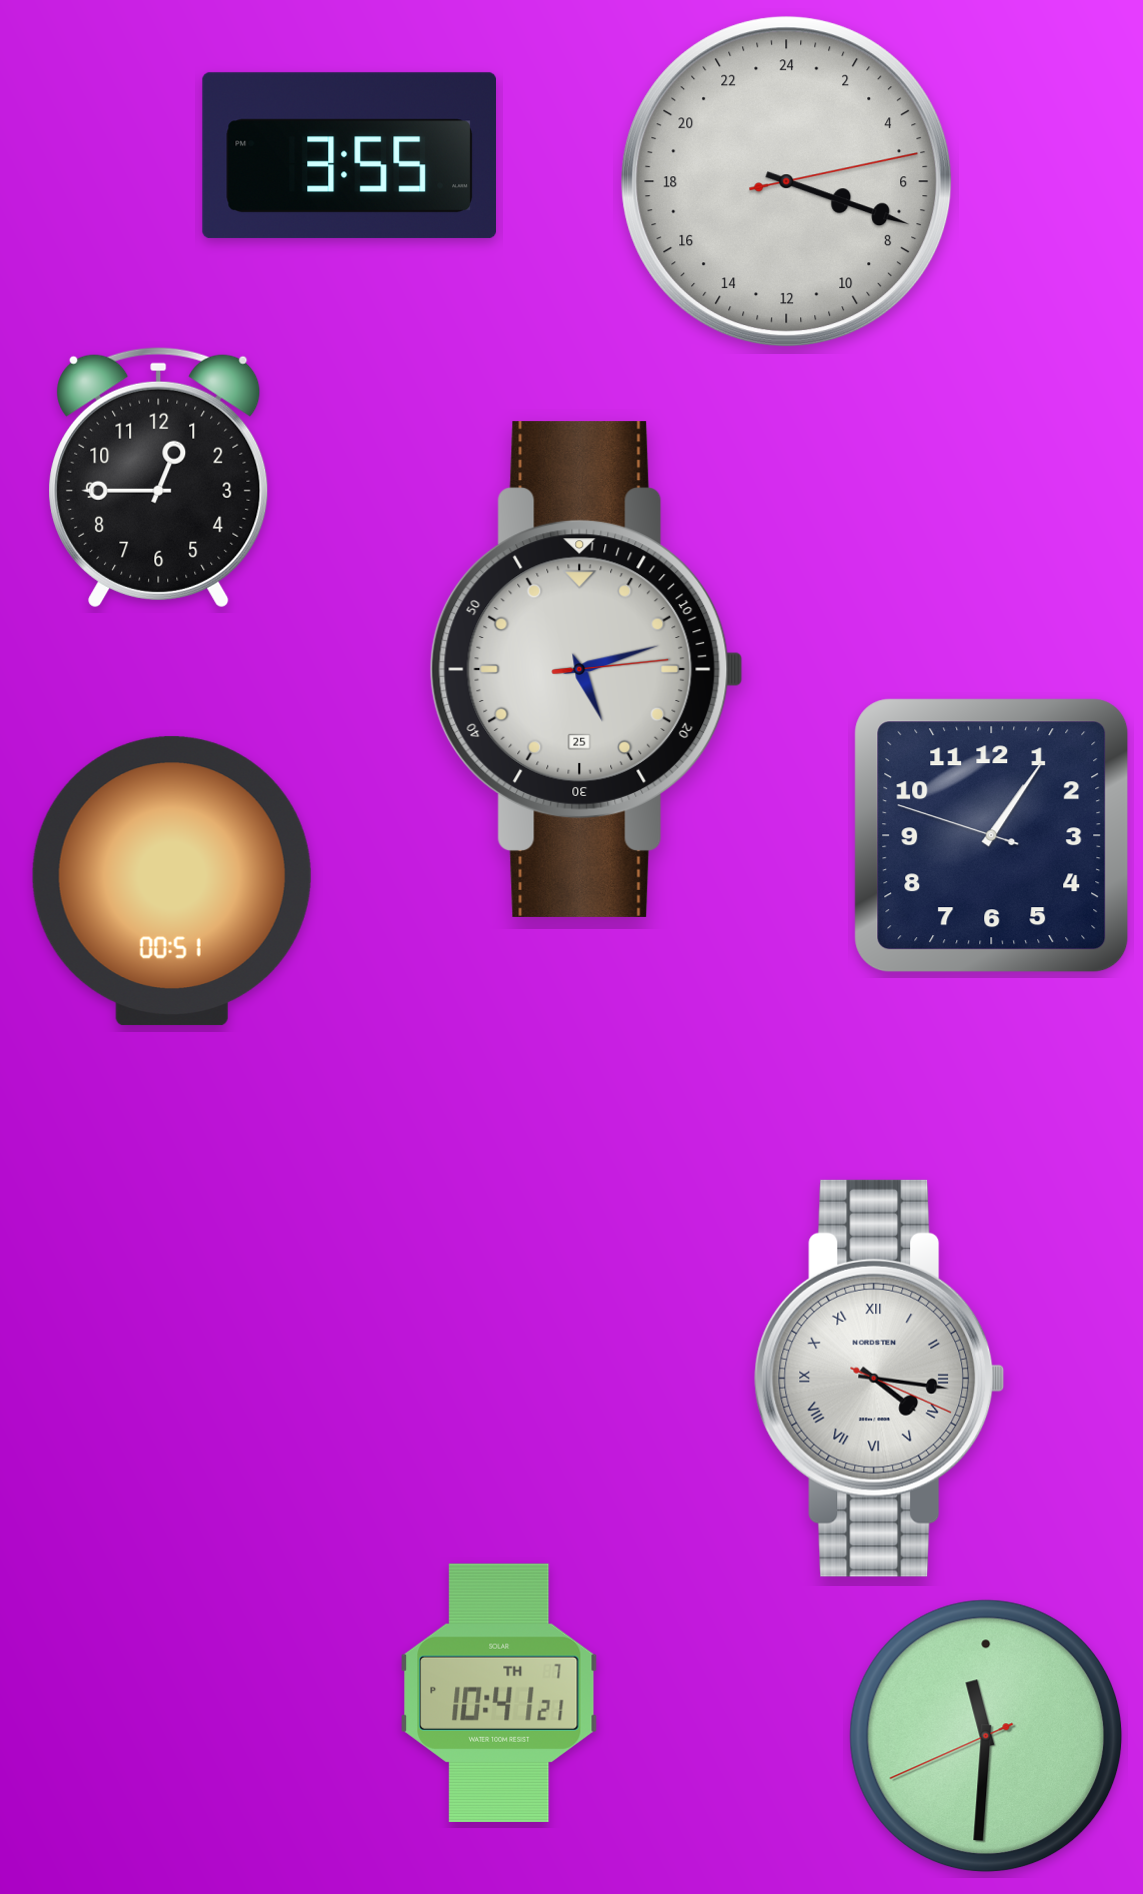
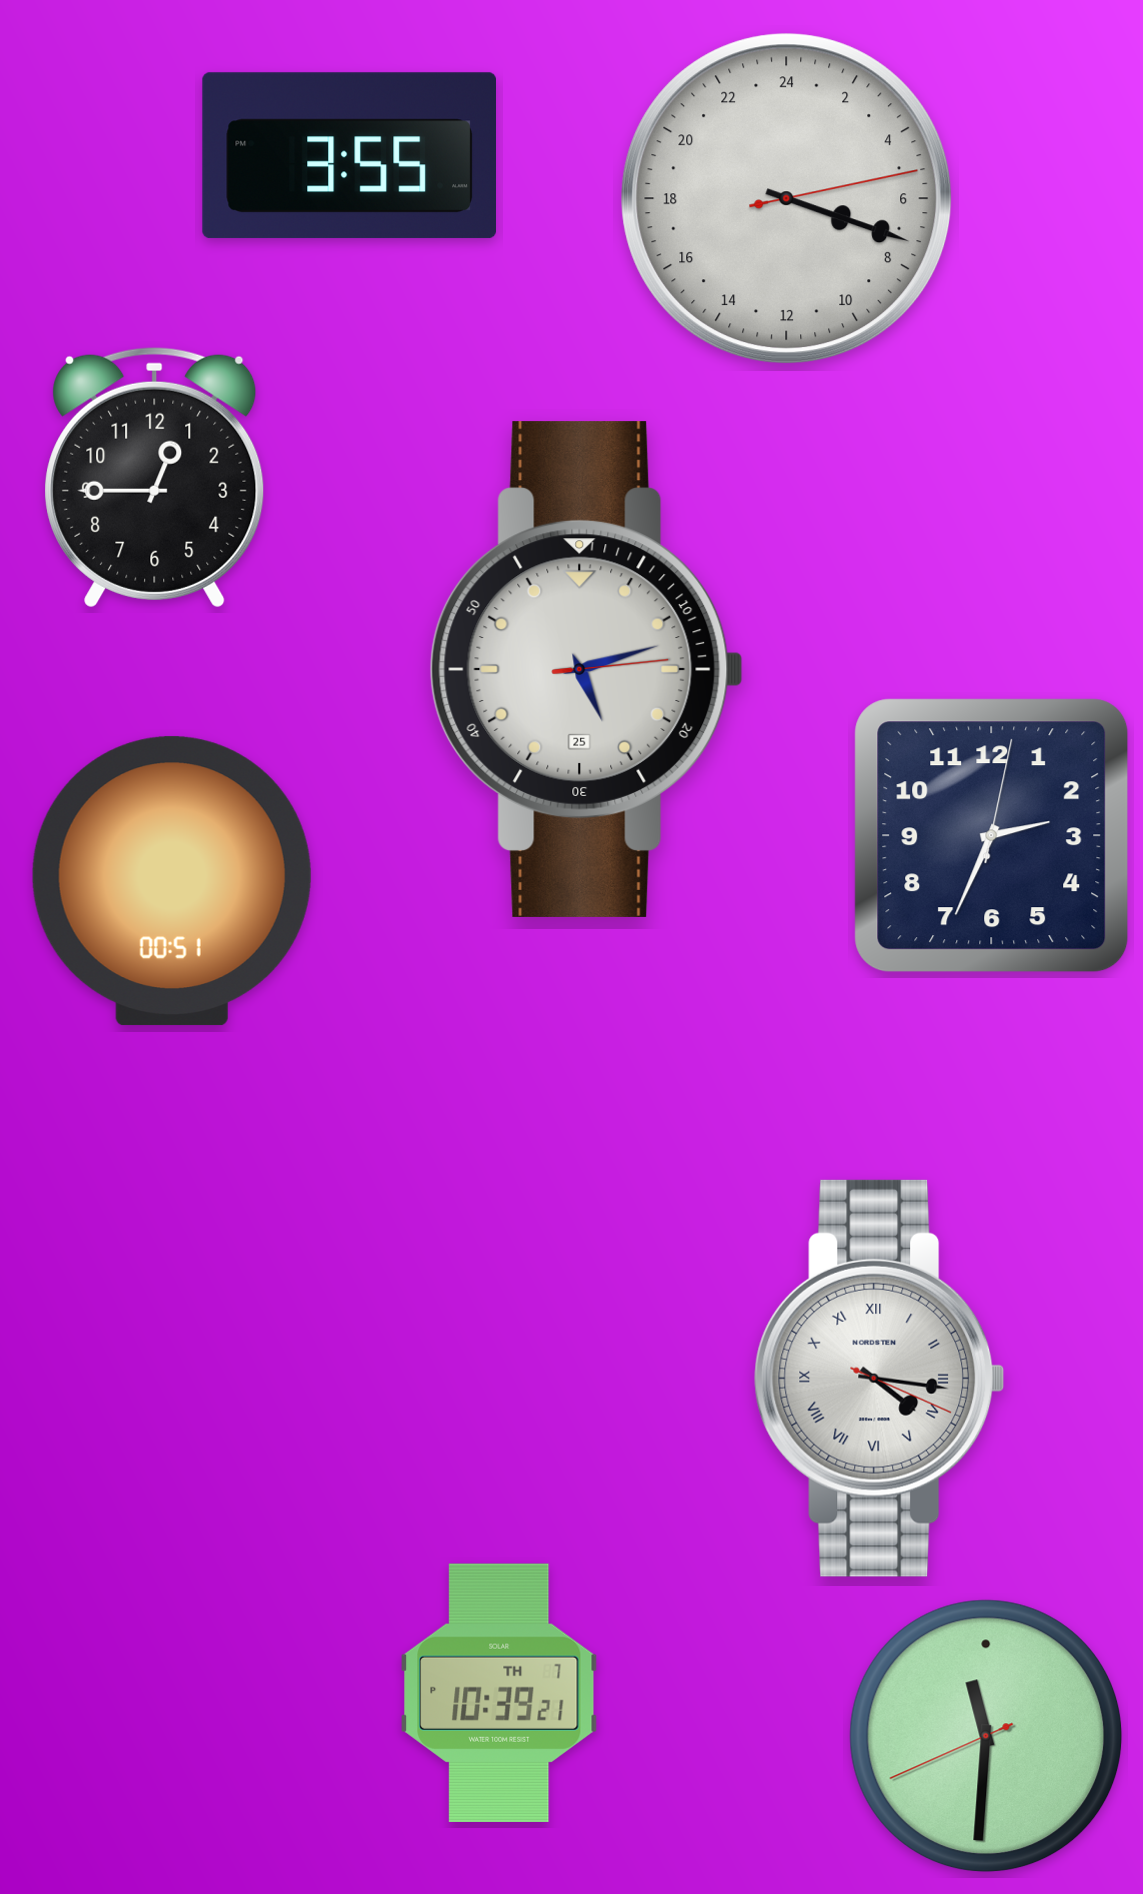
clock at (787, 182) position: (787, 182) -> (787, 199)
clock at (159, 477) position: (159, 477) -> (155, 477)
clock at (992, 836): 1:05 -> 2:34
clock at (499, 1693): 10:41 -> 10:39
